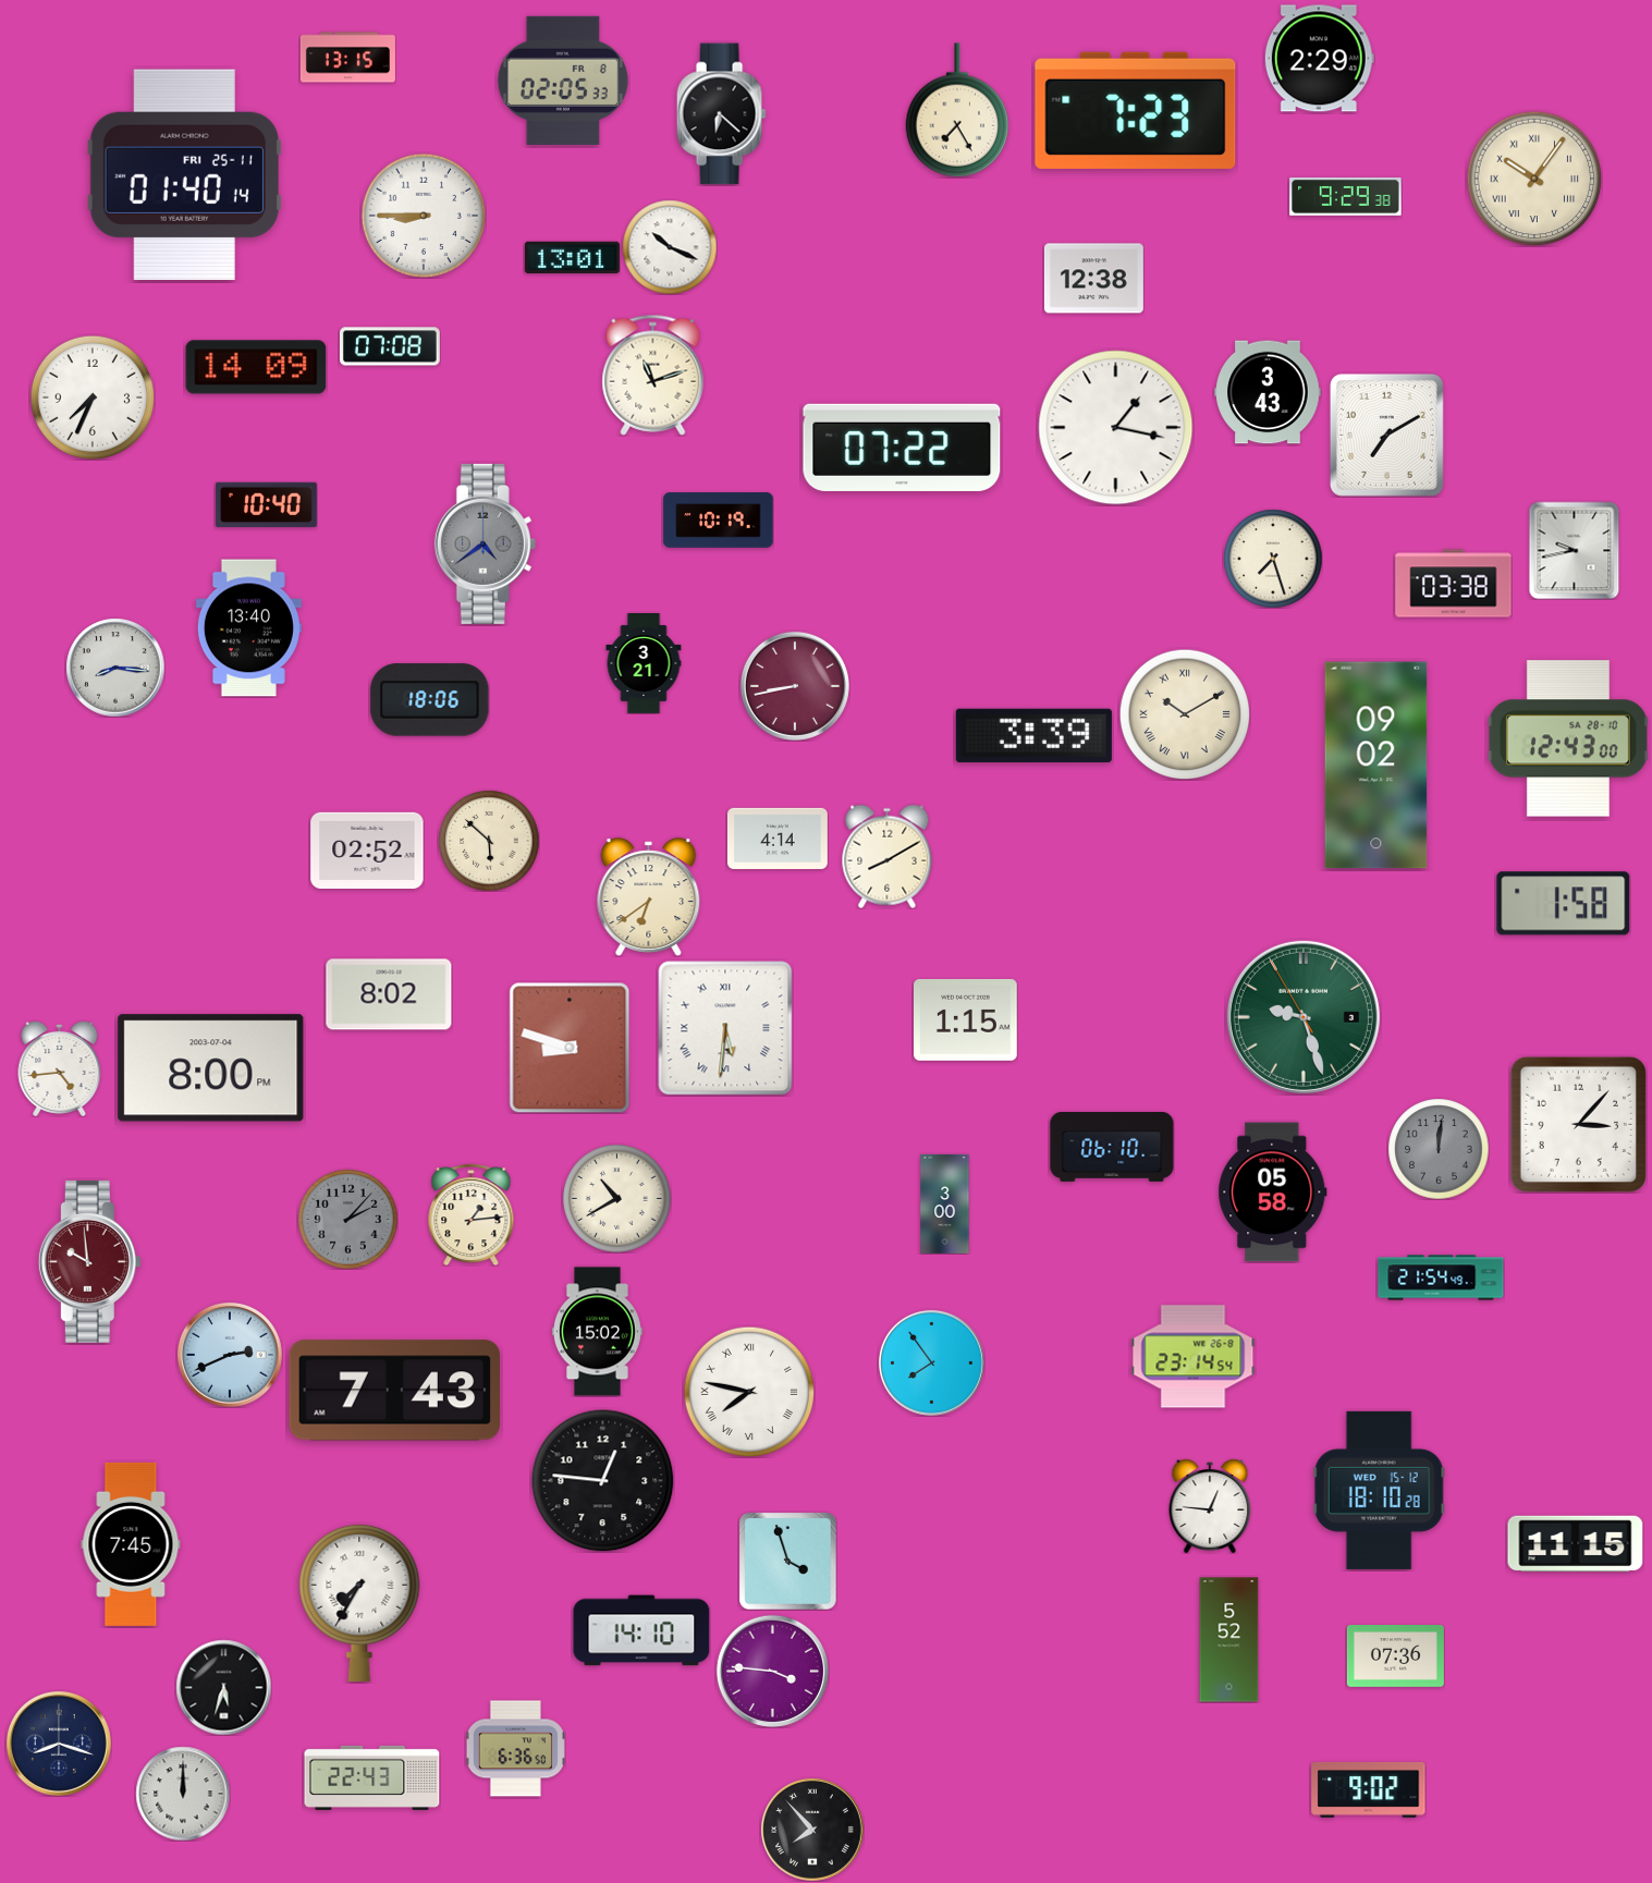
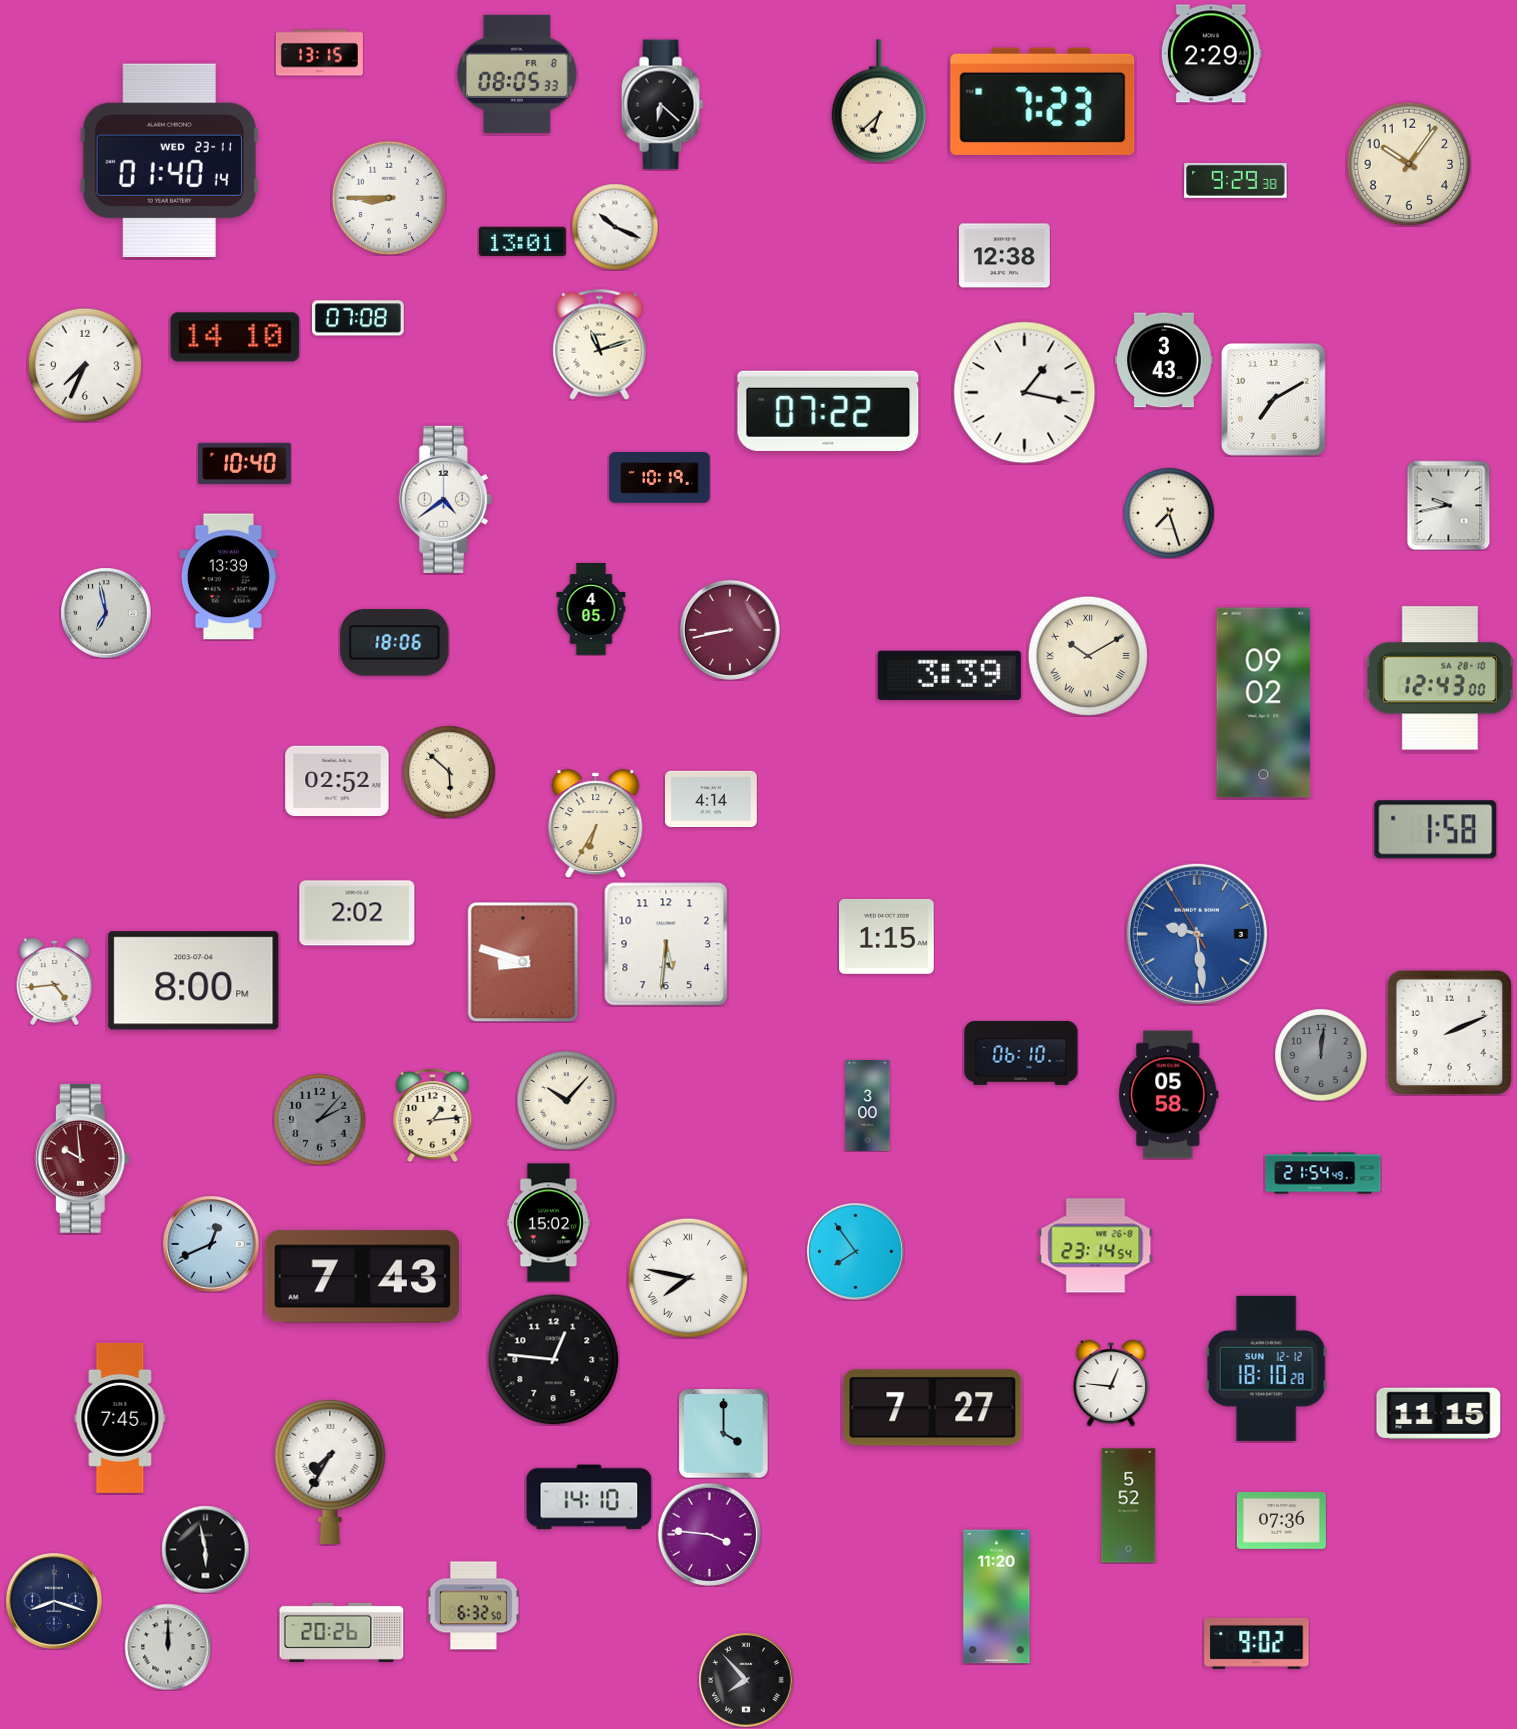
clock at (563, 81): 02:05 -> 08:05
clock at (957, 110): 7:25 -> 6:38
clock at (184, 174) date: FRI 25-11 -> WED 23-11
clock at (1534, 179) numerals: Roman -> Arabic
clock at (572, 258) position: (572, 258) -> (522, 242)
clock at (256, 367): 14:09 -> 14:10
clock at (485, 543) dial: grey -> white
clock at (1575, 550) position: (1575, 550) -> (1449, 505)
clock at (1454, 584): 03:38 -> none
clock at (248, 628): 13:40 -> 13:39
clock at (644, 664): 3:21 -> 4:05
clock at (115, 668): 8:16 -> 6:58
clock at (778, 839) position: (778, 839) -> (711, 799)
clock at (888, 856): 8:10 -> none
clock at (649, 896): 6:39 -> 6:35
clock at (389, 994): 8:02 -> 2:02
clock at (1304, 1017): 9:26 -> 9:28
clock at (1304, 1017) dial: green -> blue
clock at (725, 1028) numerals: Roman -> Arabic
clock at (1578, 1124): 3:07 -> 2:11
clock at (617, 1199): 10:40 -> 10:07
clock at (230, 1355): 2:41 -> 12:41
clock at (1379, 1490) date: WED 15-12 -> SUN 12-12
clock at (933, 1408): none -> 7:27
clock at (1576, 1544) position: (1576, 1544) -> (1439, 1414)
clock at (787, 1561): 3:57 -> 4:00
clock at (223, 1687): 5:33 -> 5:58
clock at (997, 1597): none -> 11:20
clock at (515, 1749): 6:36 -> 6:32
clock at (372, 1777): 22:43 -> 20:26
